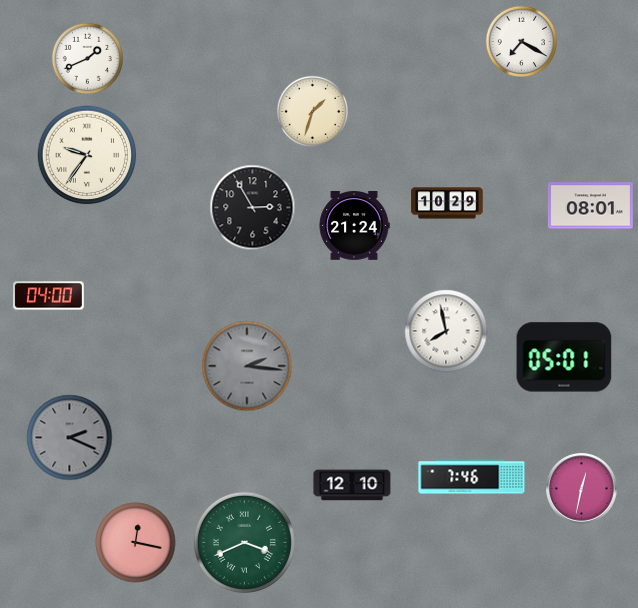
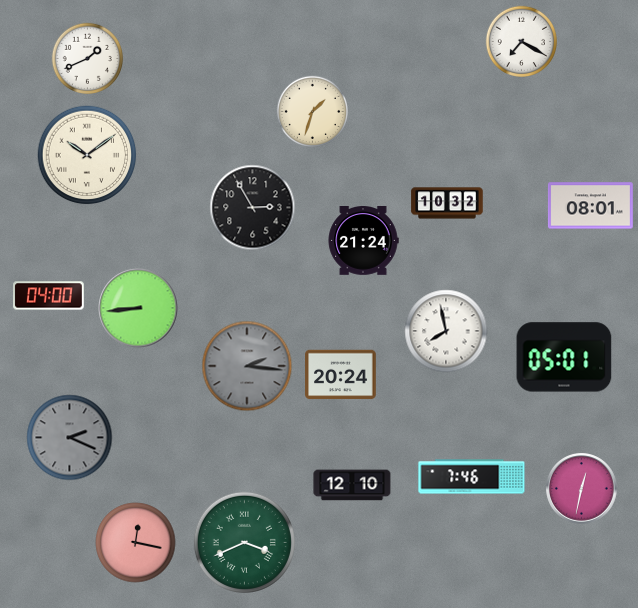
clock at (87, 155): 9:36 -> 10:09
clock at (447, 203): 10:29 -> 10:32
clock at (354, 226) position: (354, 226) -> (363, 241)
clock at (138, 308): none -> 8:44
clock at (341, 375): none -> 20:24
